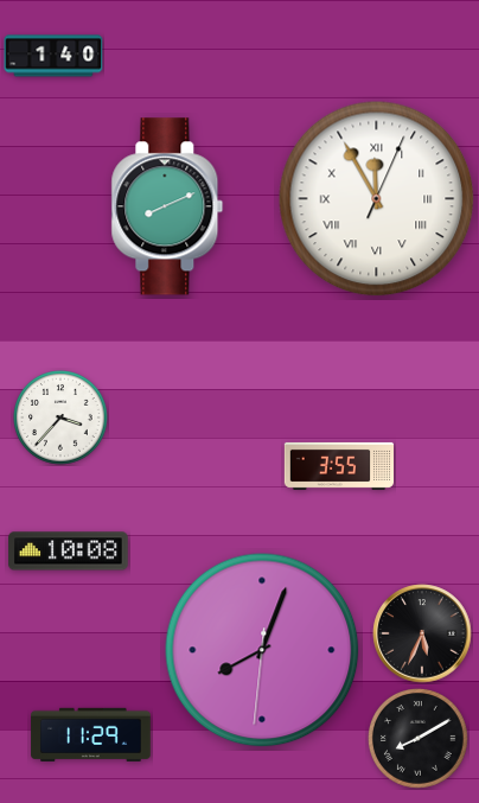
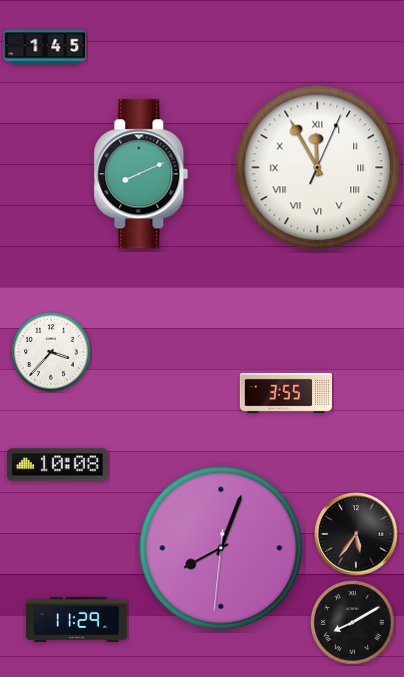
clock at (53, 56): 1:40 -> 1:45
clock at (422, 633): 5:34 -> 5:36
